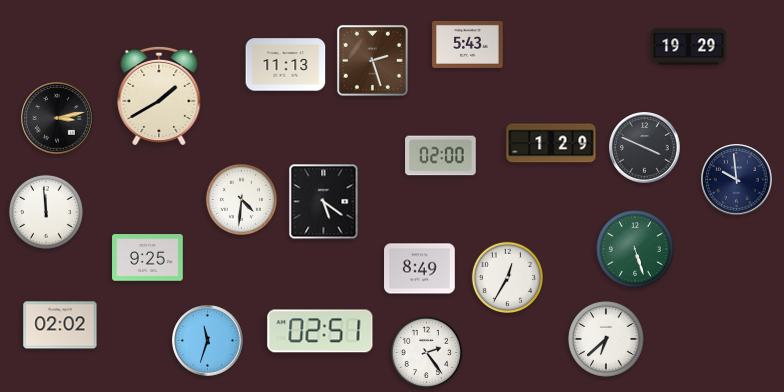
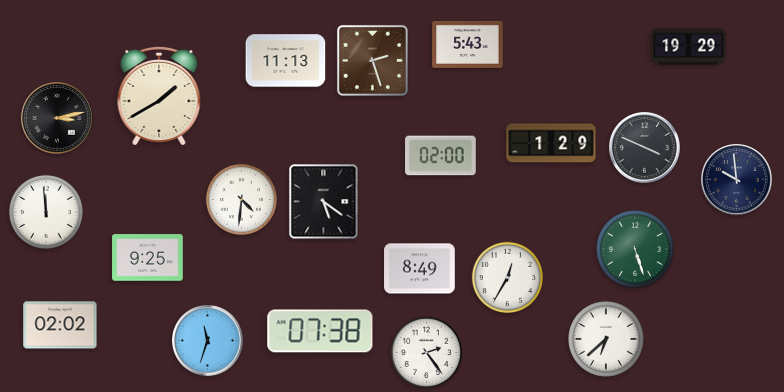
clock at (286, 65) position: (286, 65) -> (286, 61)
clock at (320, 331): 02:51 -> 07:38
